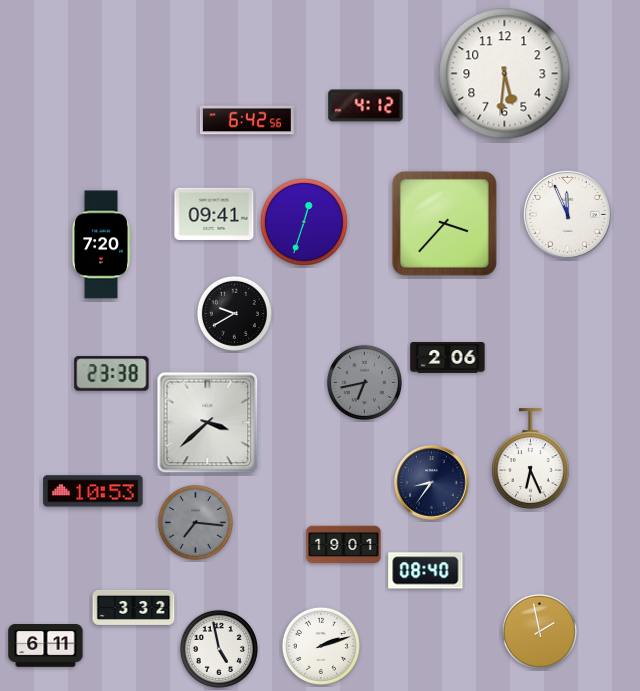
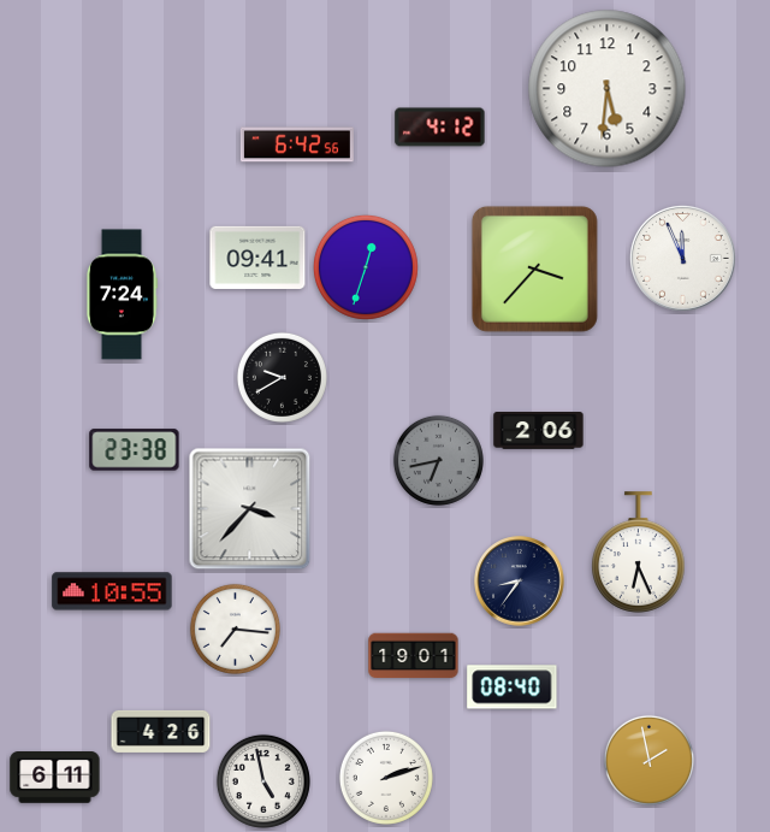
clock at (101, 245): 7:20 -> 7:24
clock at (208, 423): 3:38 -> 3:37
clock at (93, 491): 10:53 -> 10:55
clock at (195, 522) dial: grey -> white
clock at (134, 607): 3:32 -> 4:26
